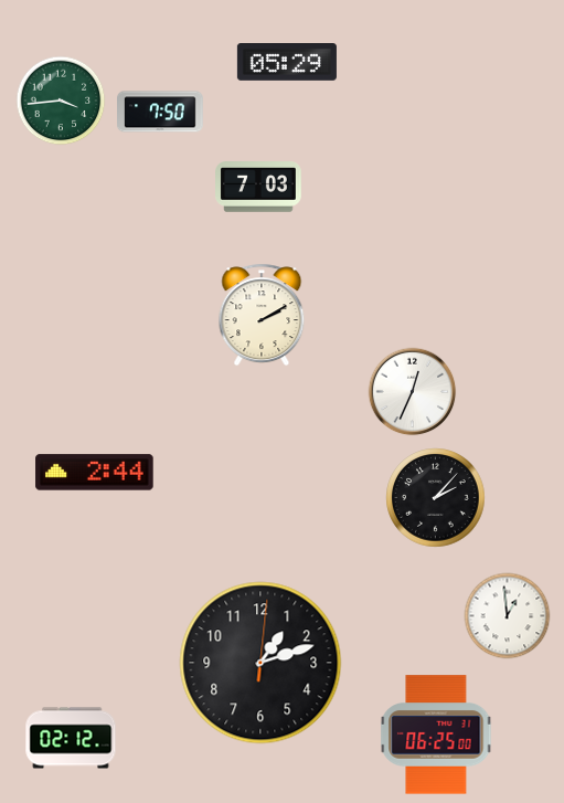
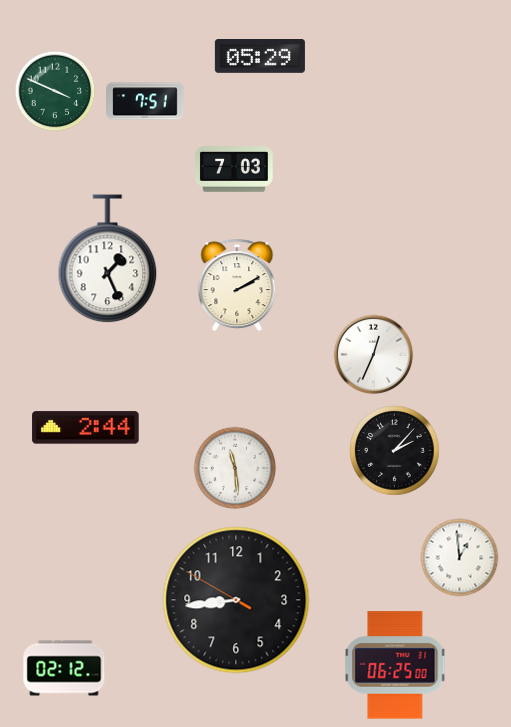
clock at (61, 101): 3:44 -> 3:49
clock at (161, 112): 7:50 -> 7:51
clock at (108, 259): none -> 1:26
clock at (235, 468): none -> 11:29
clock at (260, 663): 1:12 -> 8:43
